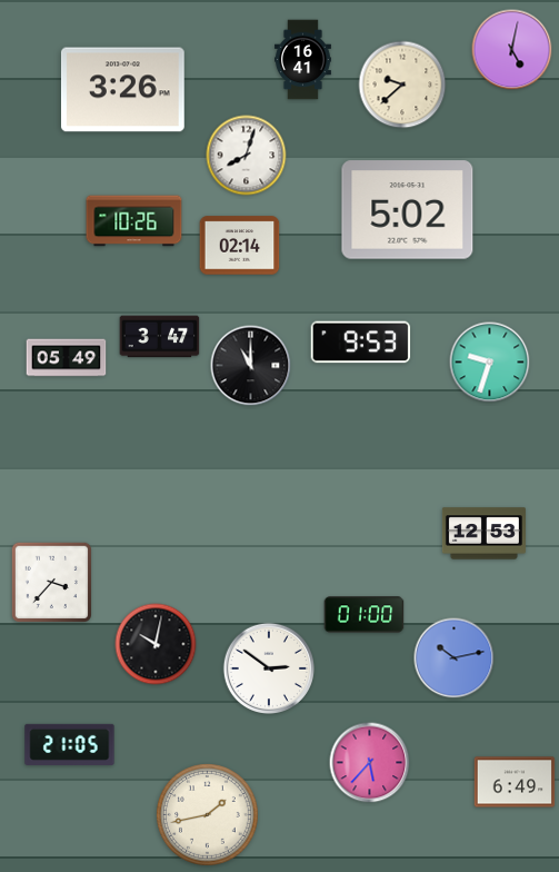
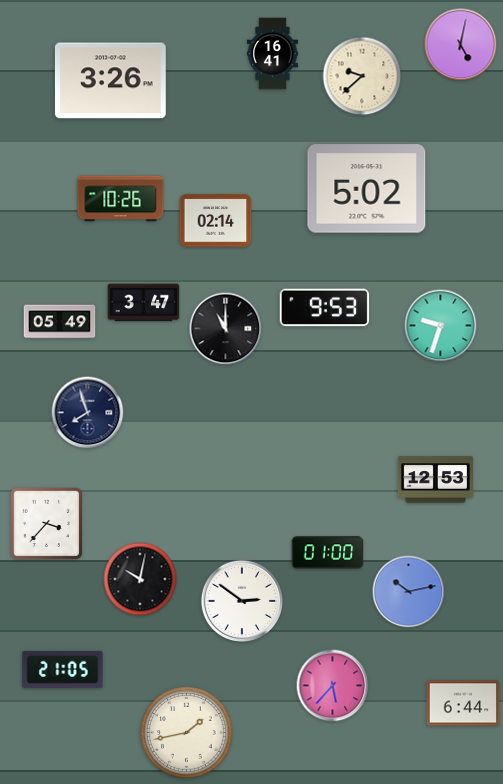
clock at (247, 156): 8:03 -> none
clock at (88, 413): none -> 7:57
clock at (515, 782): 6:49 -> 6:44
